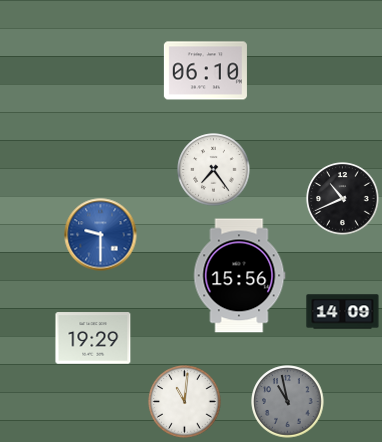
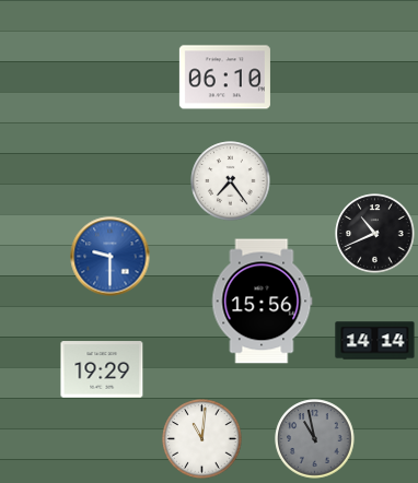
clock at (214, 170) position: (214, 170) -> (231, 181)
clock at (343, 199) position: (343, 199) -> (375, 234)
clock at (343, 312): 14:09 -> 14:14
